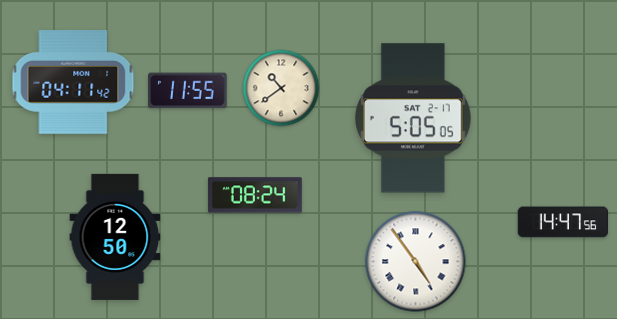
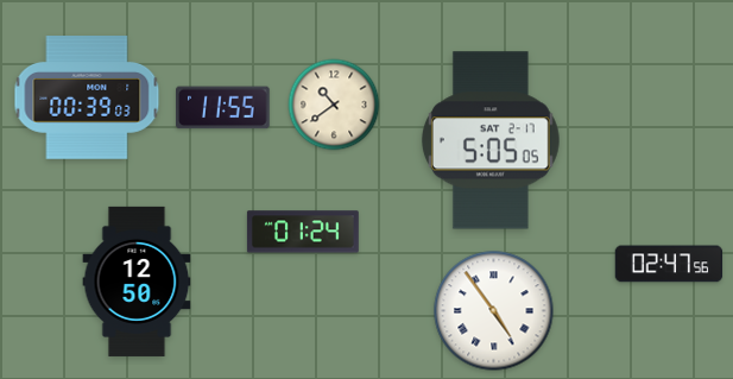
clock at (73, 82): 04:11 -> 00:39
clock at (255, 195): 08:24 -> 01:24
clock at (563, 222): 14:47 -> 02:47
